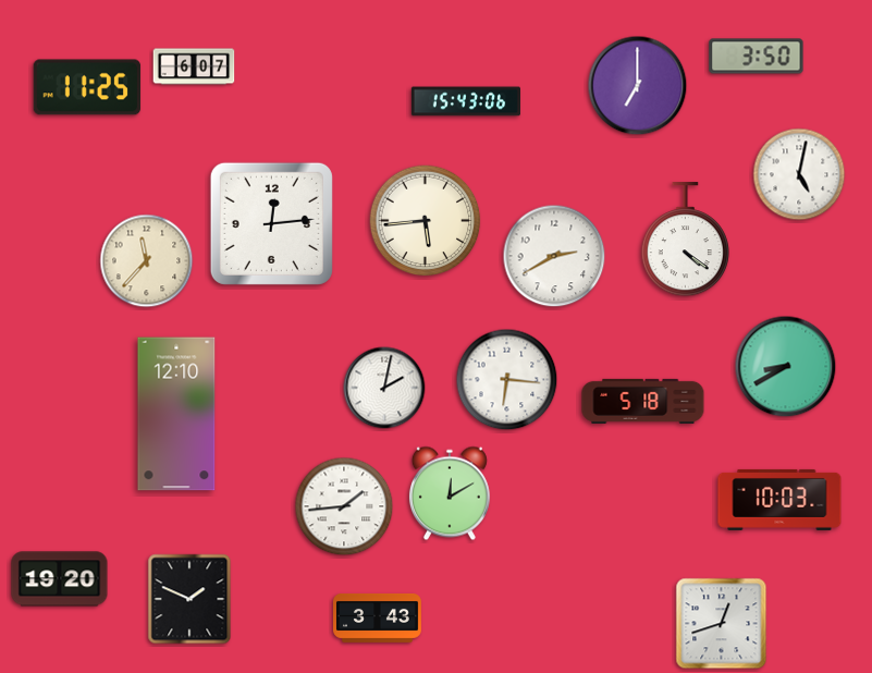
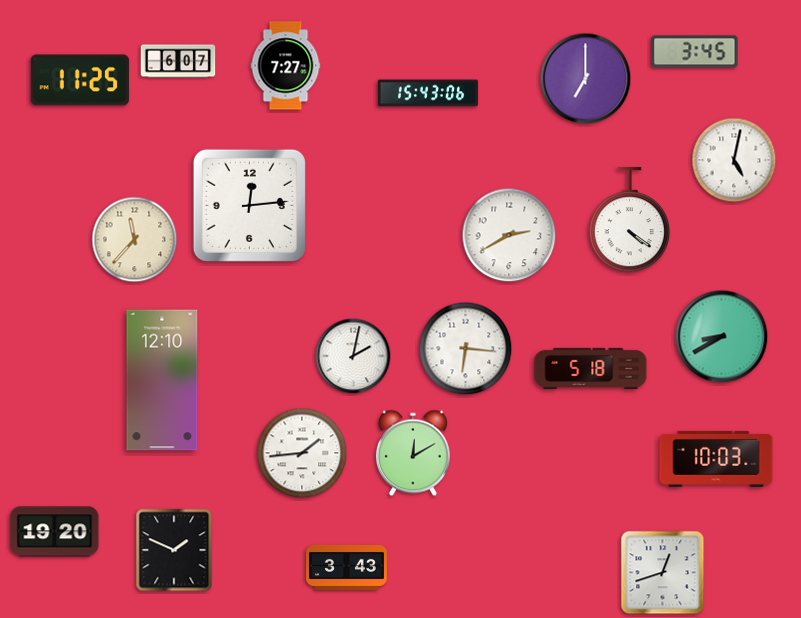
clock at (757, 57): 3:50 -> 3:45
clock at (286, 66): none -> 7:27
clock at (426, 221): 5:44 -> none
clock at (344, 506) position: (344, 506) -> (302, 453)
